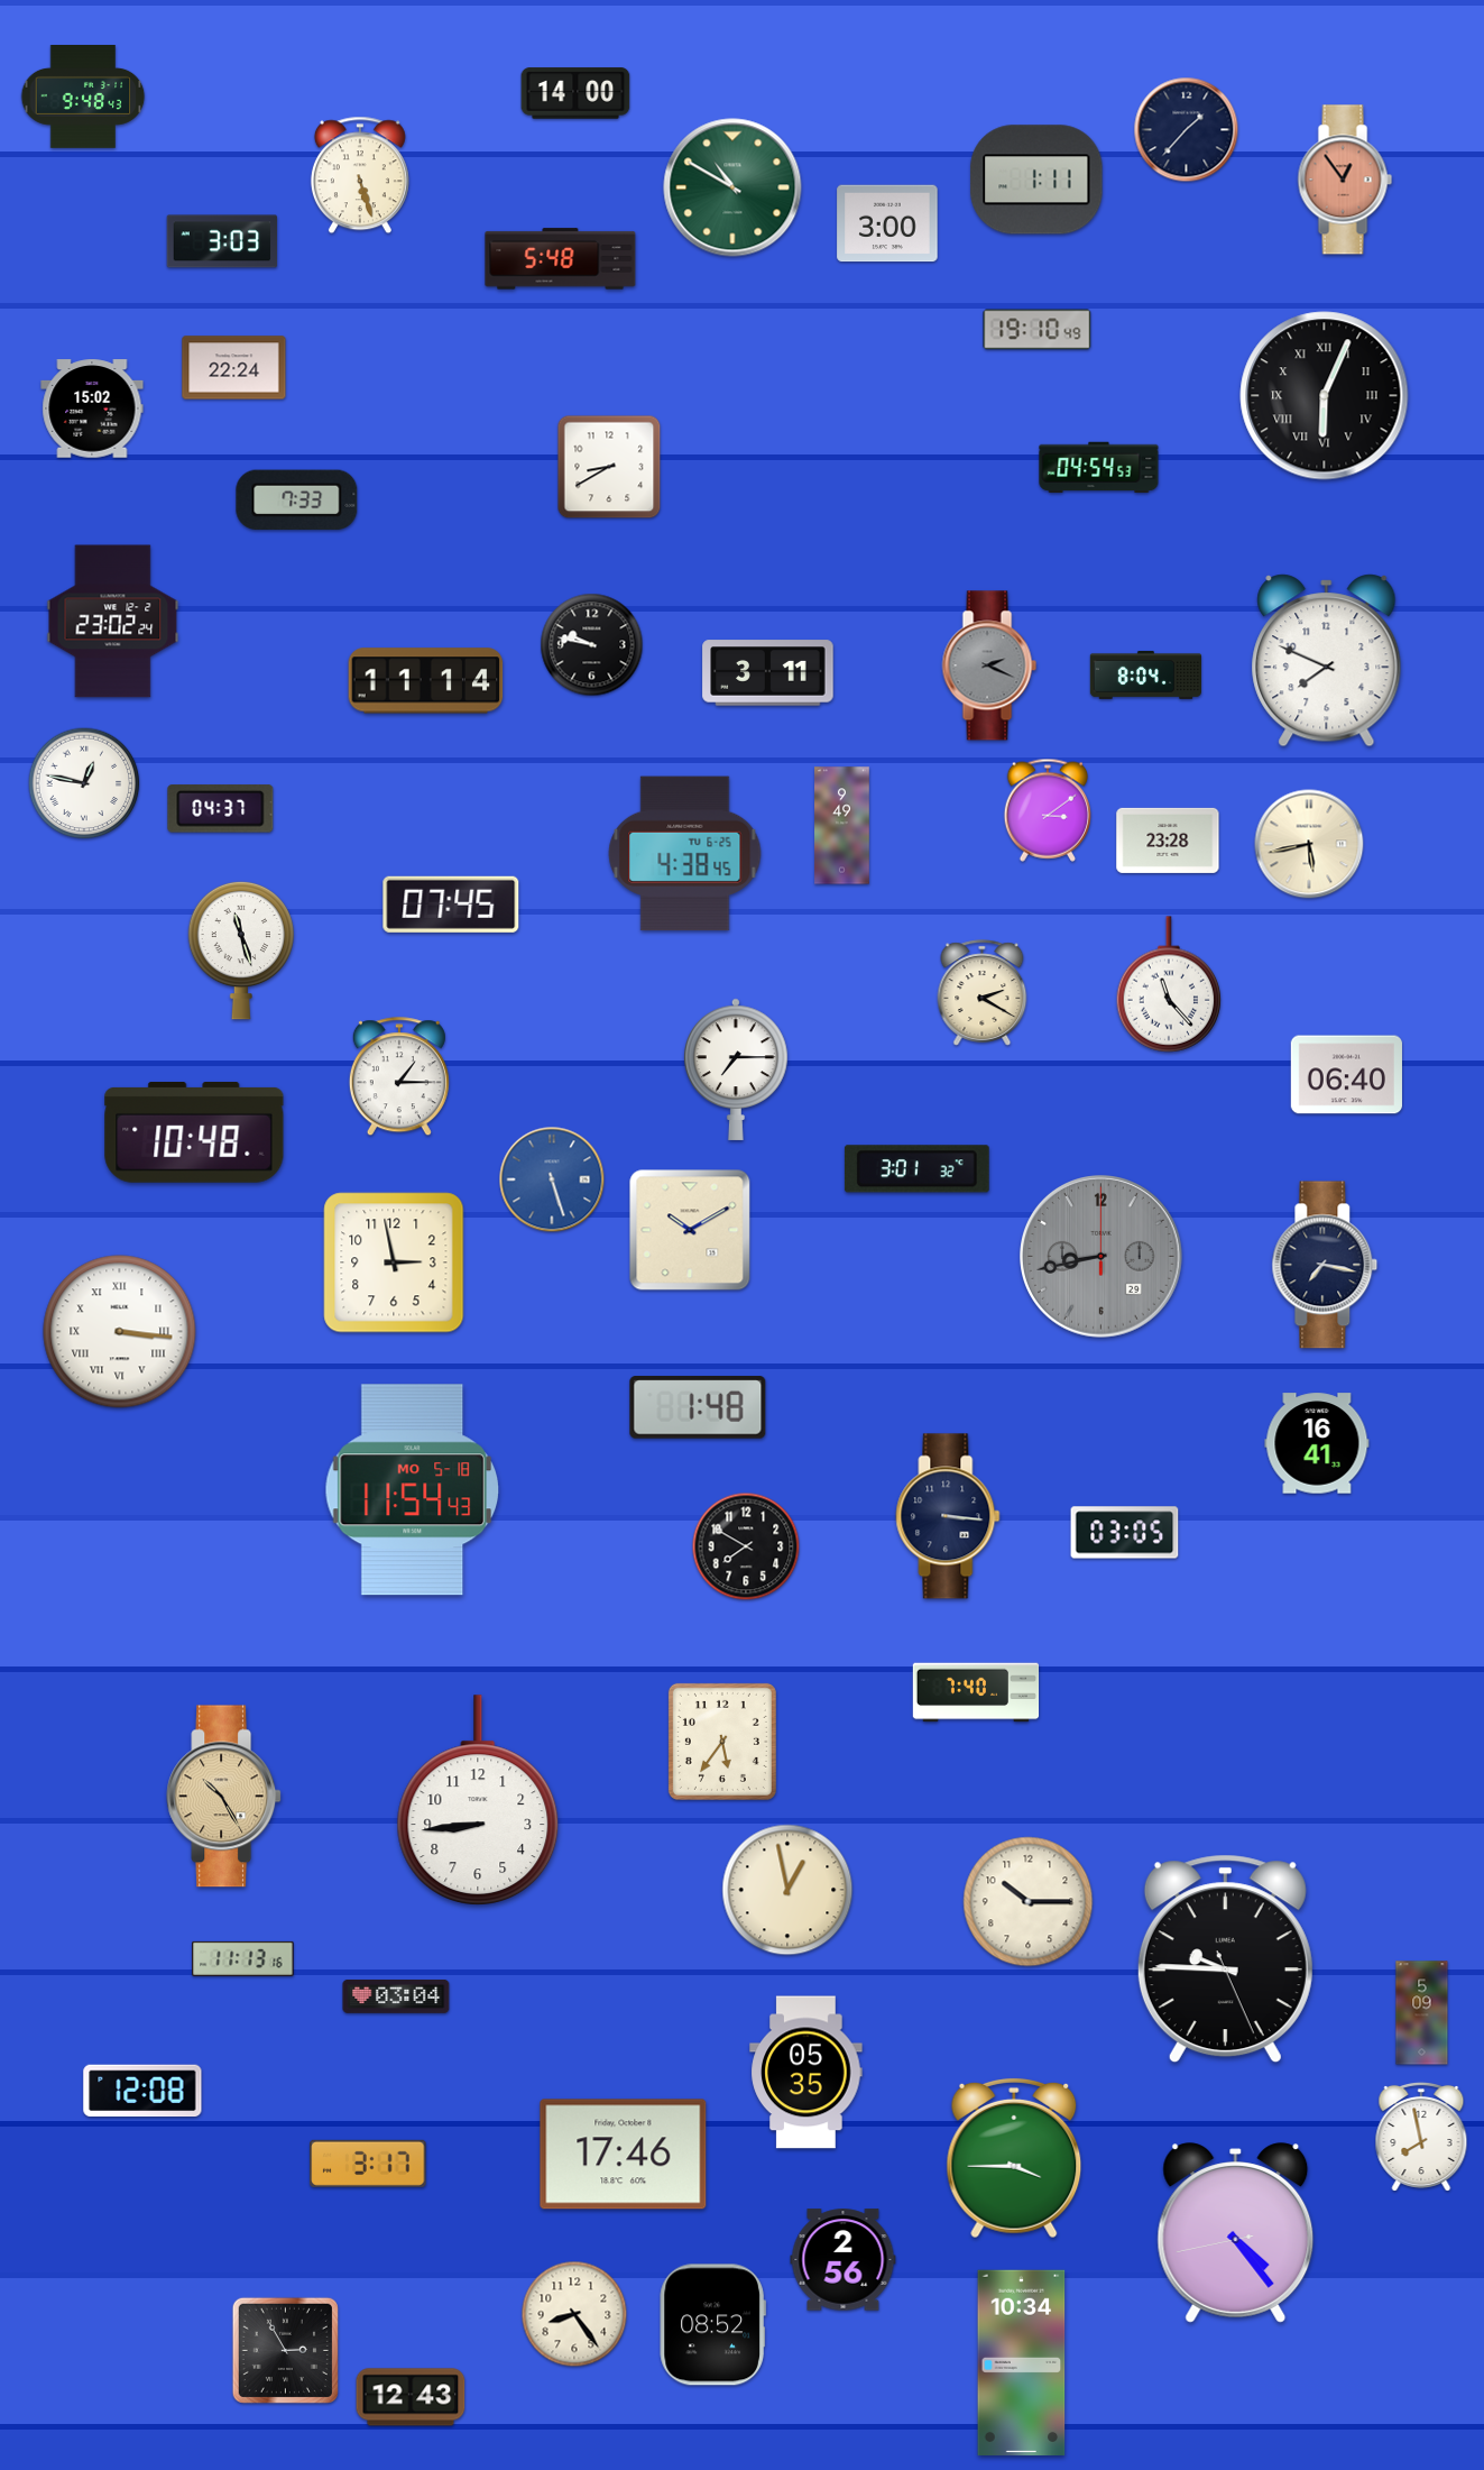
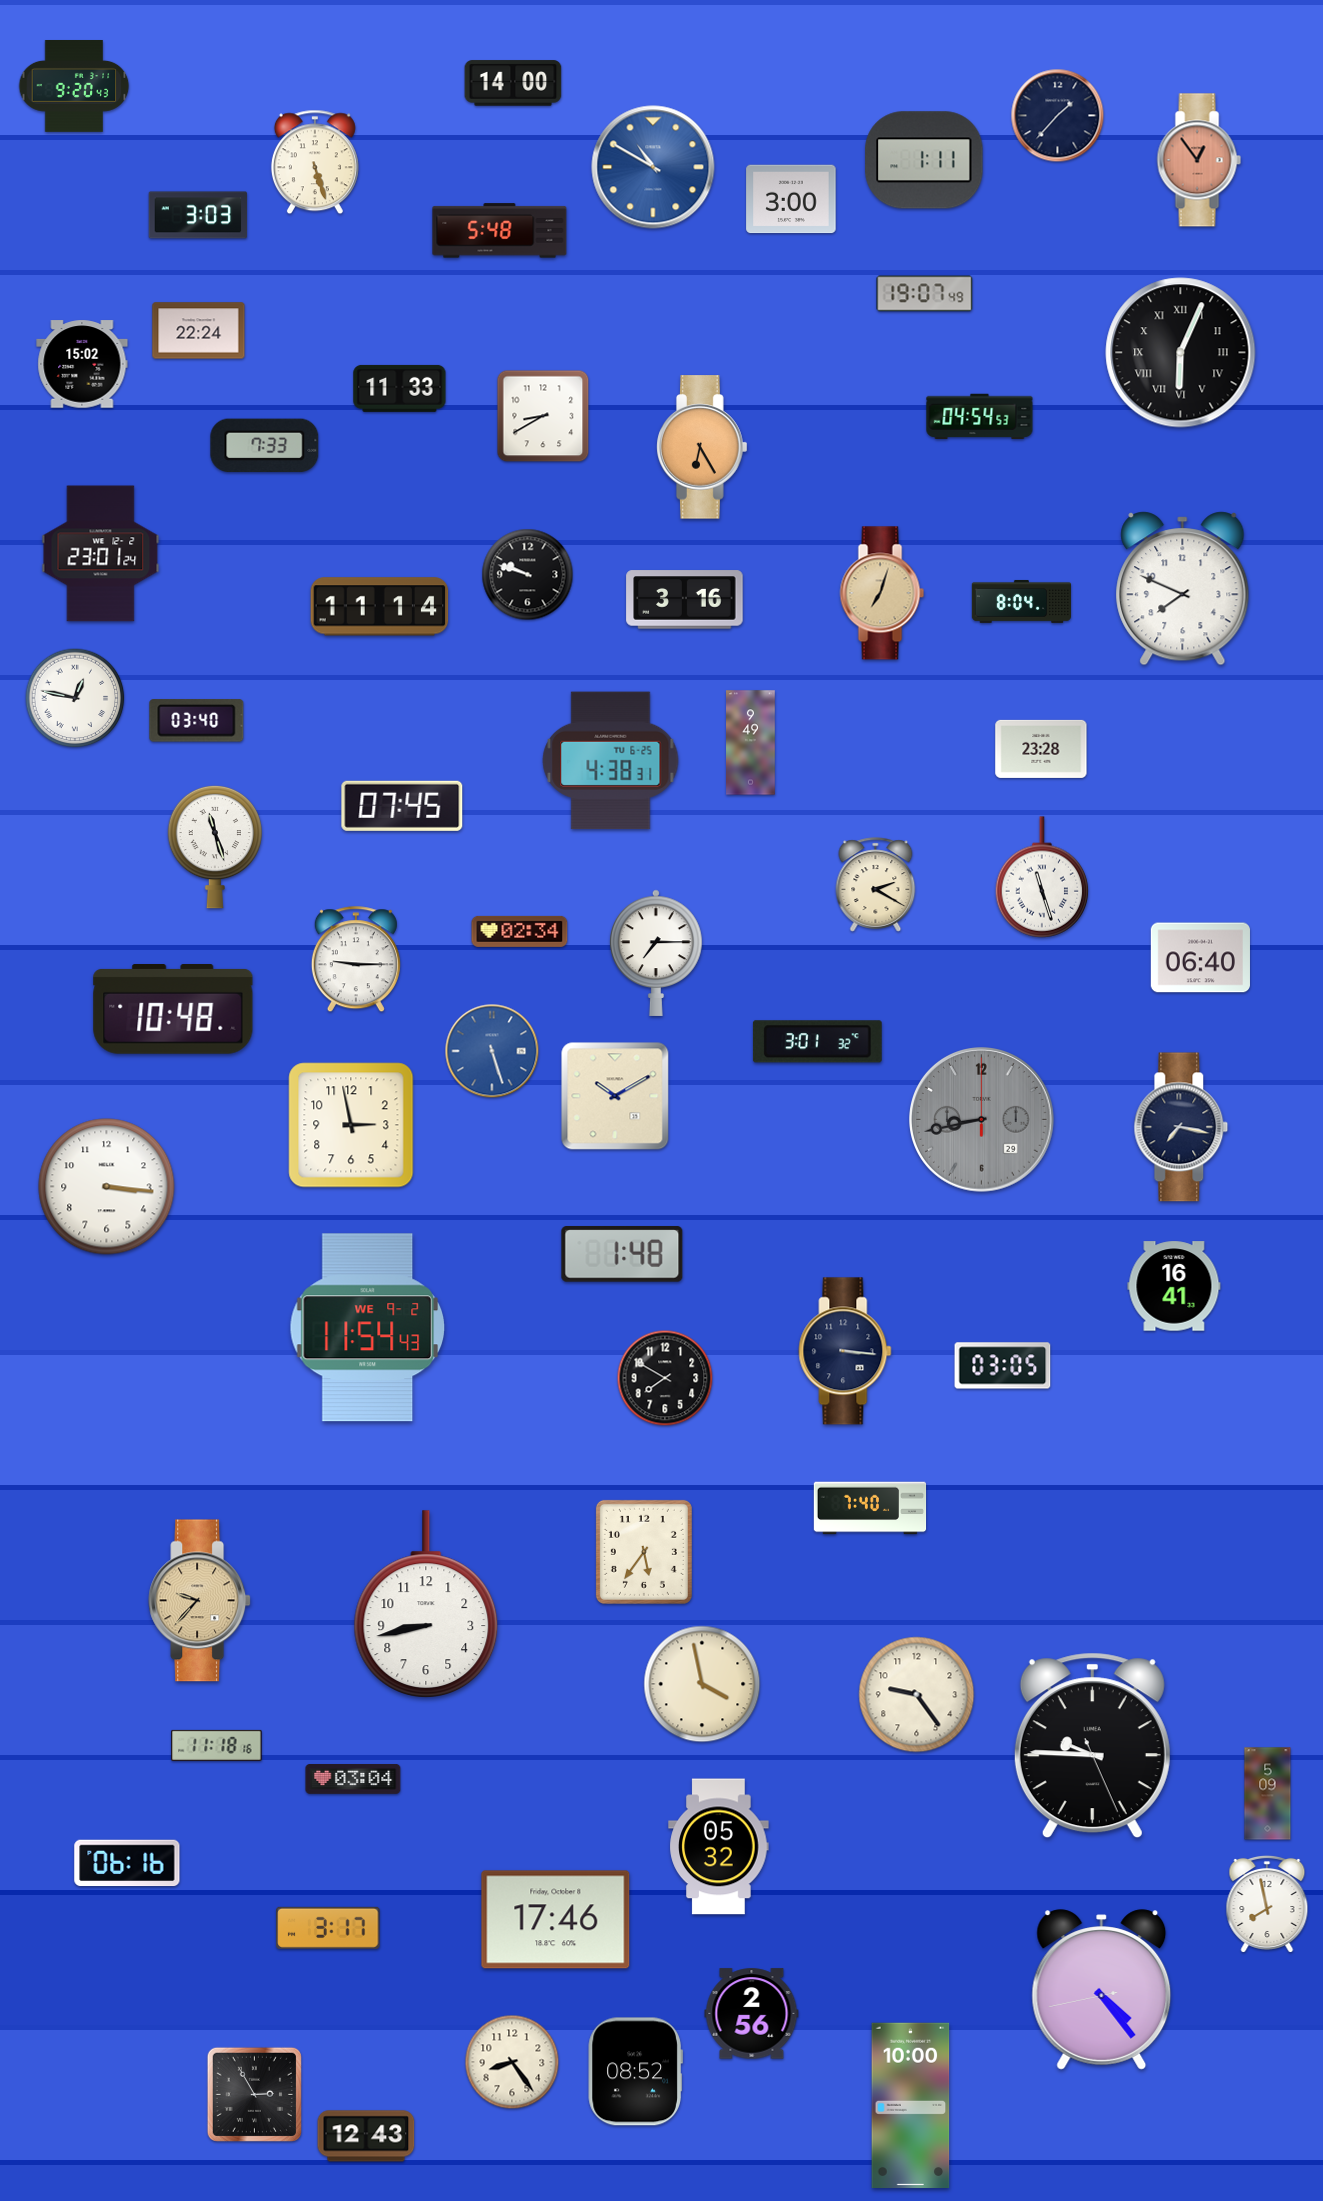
clock at (83, 98): 9:48 -> 9:20
clock at (360, 175) position: (360, 175) -> (315, 162)
clock at (732, 187) dial: green -> blue
clock at (1038, 330): 19:10 -> 19:07
clock at (234, 368) position: (234, 368) -> (199, 331)
clock at (400, 388): none -> 11:33
clock at (702, 447): none -> 6:25
clock at (113, 622): 23:02 -> 23:01
clock at (592, 645): 9:47 -> 9:48
clock at (989, 665): 2:19 -> 7:03
clock at (989, 665) dial: grey -> champagne
clock at (768, 673): 3:11 -> 3:16
clock at (221, 809): 04:37 -> 03:40
clock at (1047, 810): 3:09 -> none
clock at (842, 826) position: (842, 826) -> (751, 743)
clock at (1309, 844): 5:43 -> none
clock at (685, 854): 4:38:45 -> 4:38:31
clock at (1169, 984): 11:23 -> 11:27
clock at (520, 931): none -> 02:34
clock at (399, 1077): 1:15 -> 9:15
clock at (120, 1332) numerals: Roman -> Arabic
clock at (413, 1490) date: MO 5-18 -> WE 9-2
clock at (224, 1797): 10:25 -> 9:37
clock at (478, 1800): 8:44 -> 8:43
clock at (787, 1890): 12:58 -> 3:58
clock at (1029, 1902): 10:15 -> 9:24
clock at (243, 1958): 11:13 -> 11:18
clock at (806, 2073): 05:35 -> 05:32
clock at (142, 2091): 12:08 -> 06:16
clock at (1014, 2158): 3:45 -> none
clock at (1022, 2363): 10:34 -> 10:00
